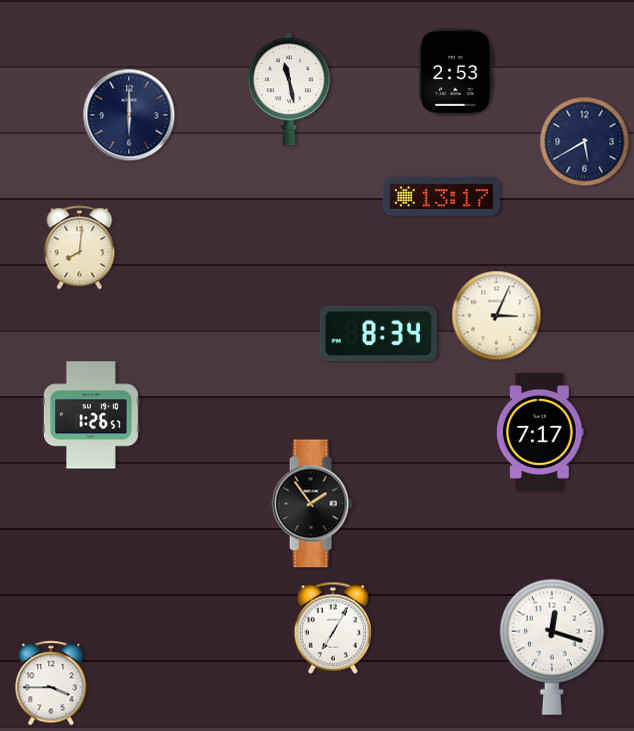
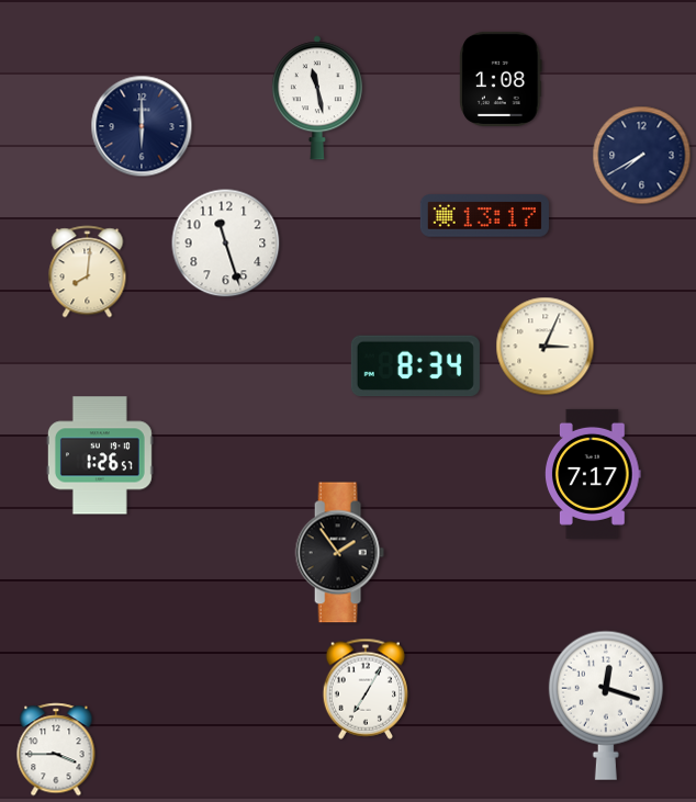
clock at (456, 72): 2:53 -> 1:08
clock at (585, 142): 5:40 -> 7:40
clock at (226, 244): none -> 11:27
clock at (312, 504) position: (312, 504) -> (339, 553)
clock at (552, 647) position: (552, 647) -> (606, 705)
